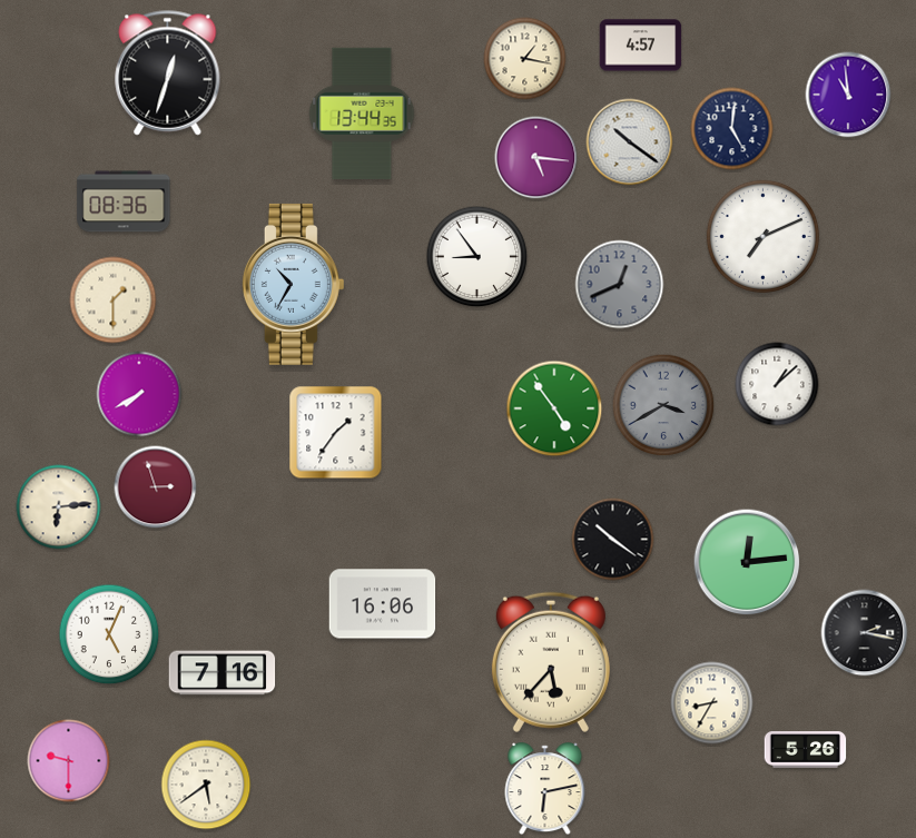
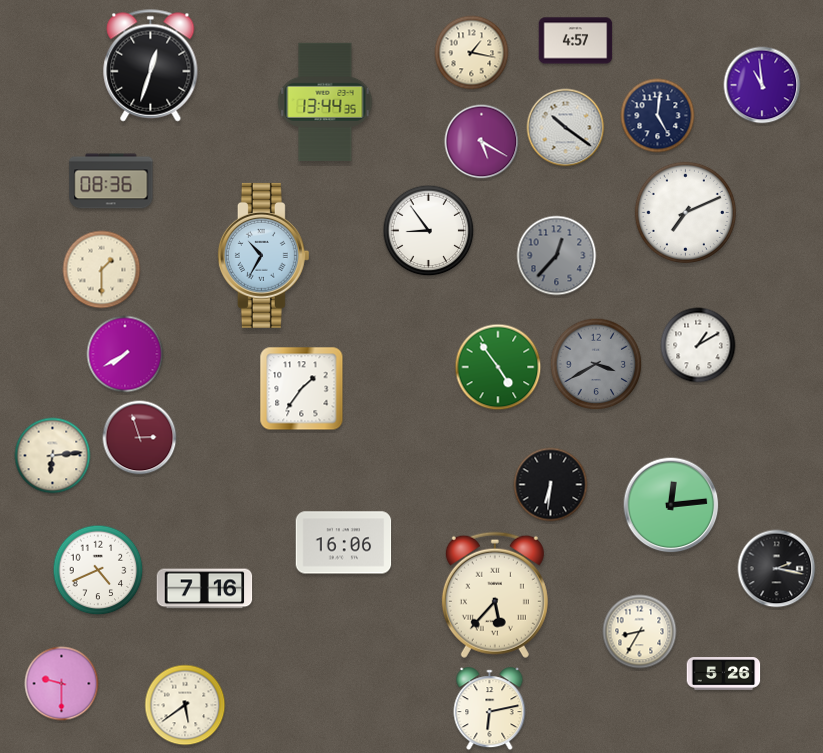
clock at (536, 158): 5:16 -> 5:20
clock at (620, 285): 12:41 -> 12:37
clock at (777, 384): 1:08 -> 1:10
clock at (613, 540): 10:21 -> 6:31
clock at (109, 634): 5:04 -> 4:41
clock at (223, 673) position: (223, 673) -> (205, 589)
